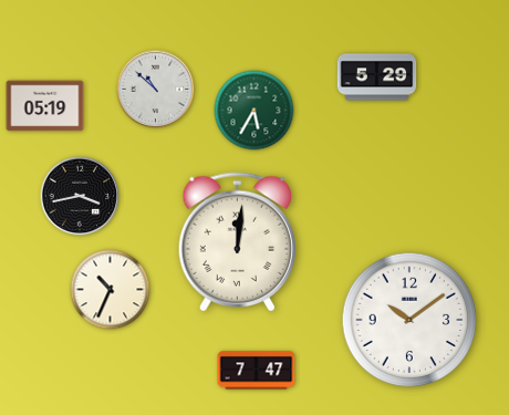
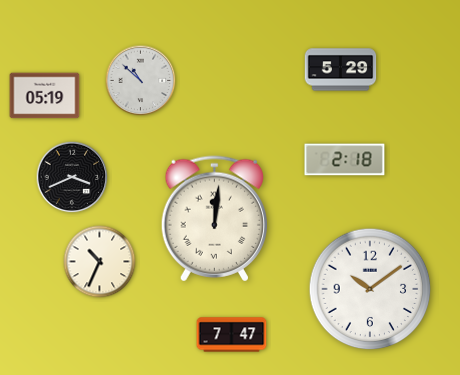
clock at (45, 106) position: (45, 106) -> (45, 96)
clock at (254, 111): 5:35 -> none
clock at (345, 160): none -> 2:18
clock at (80, 196): 3:43 -> 3:41
